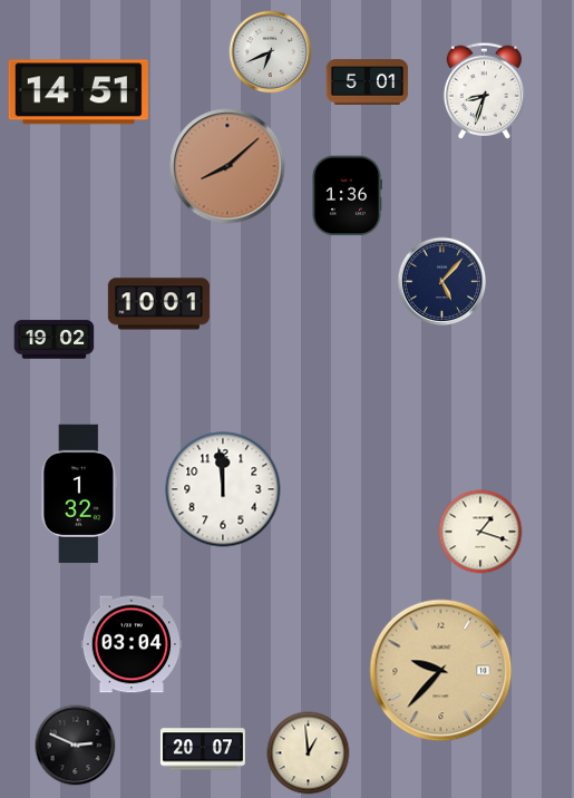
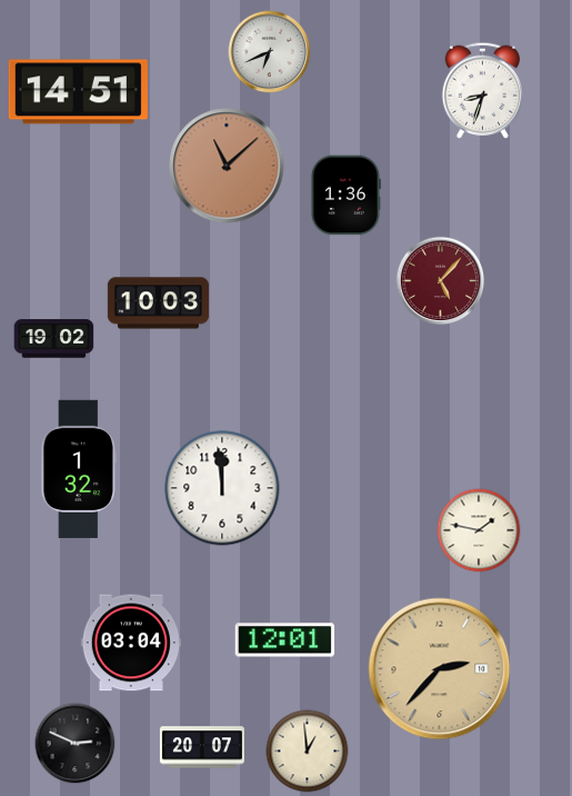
clock at (368, 82): 5:01 -> none
clock at (227, 166): 8:08 -> 11:08
clock at (442, 282) dial: navy -> burgundy
clock at (158, 304): 10:01 -> 10:03
clock at (78, 493) position: (78, 493) -> (78, 468)
clock at (480, 532): 1:18 -> 1:47
clock at (285, 640): none -> 12:01
clock at (441, 671): 9:37 -> 2:37
